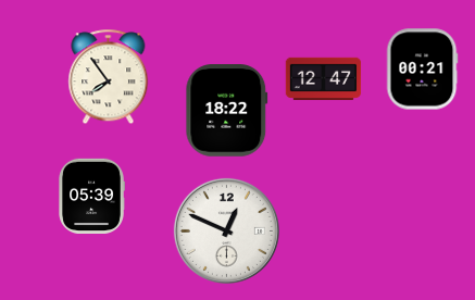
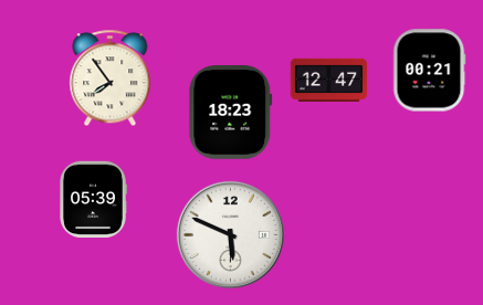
clock at (227, 111): 18:22 -> 18:23
clock at (226, 230): 12:49 -> 5:49
